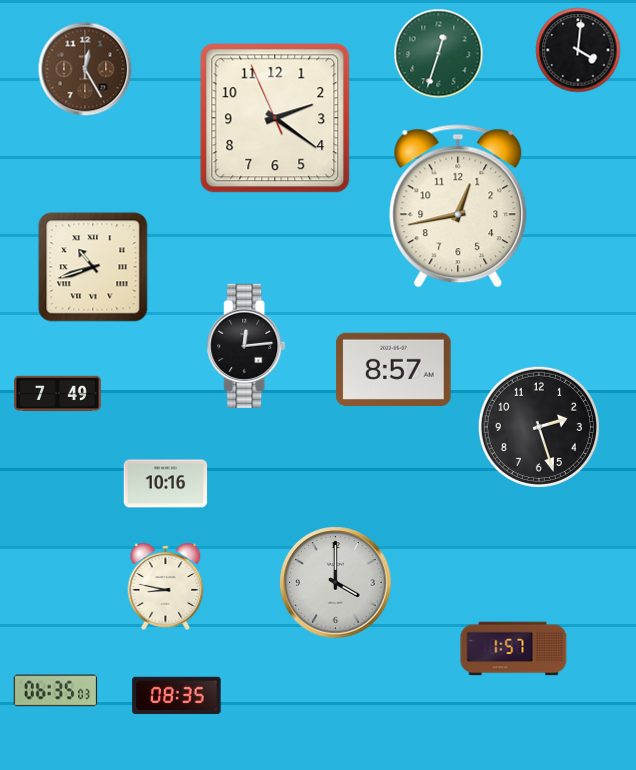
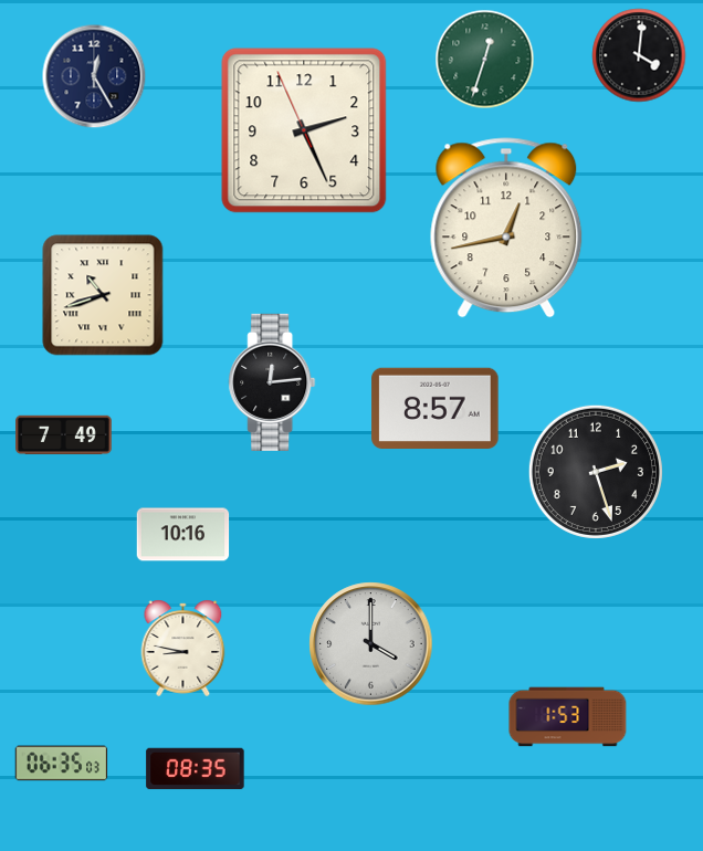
clock at (85, 69) dial: brown -> navy
clock at (275, 118): 2:20 -> 2:25
clock at (514, 649): 1:57 -> 1:53
